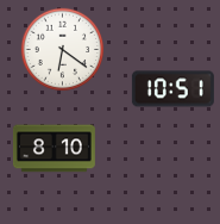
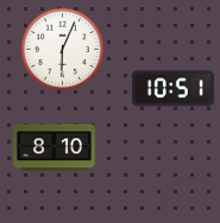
clock at (63, 50): 6:21 -> 6:04
